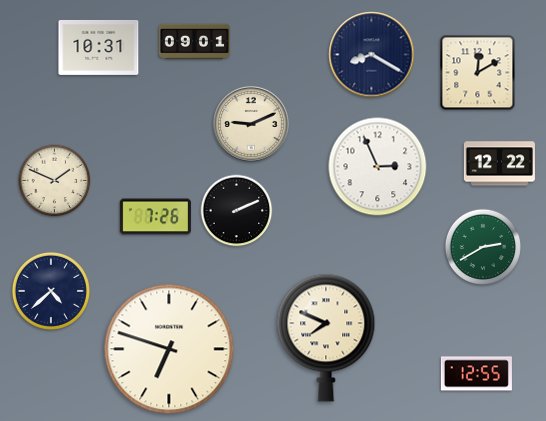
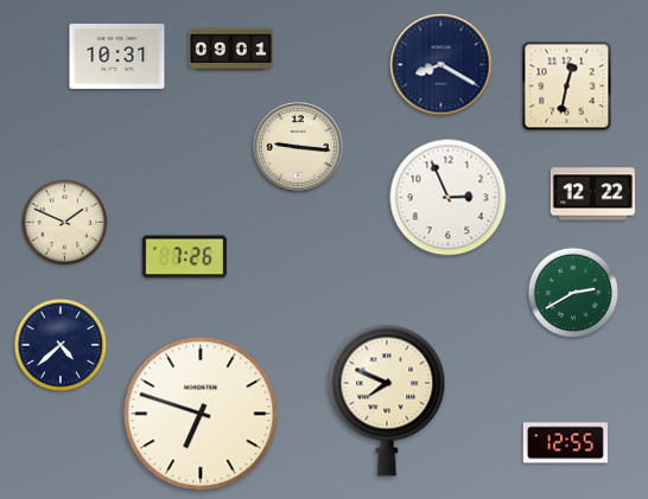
clock at (478, 73): 12:10 -> 12:32
clock at (251, 124): 9:11 -> 9:16
clock at (55, 181) position: (55, 181) -> (65, 223)
clock at (237, 211): 2:11 -> none
